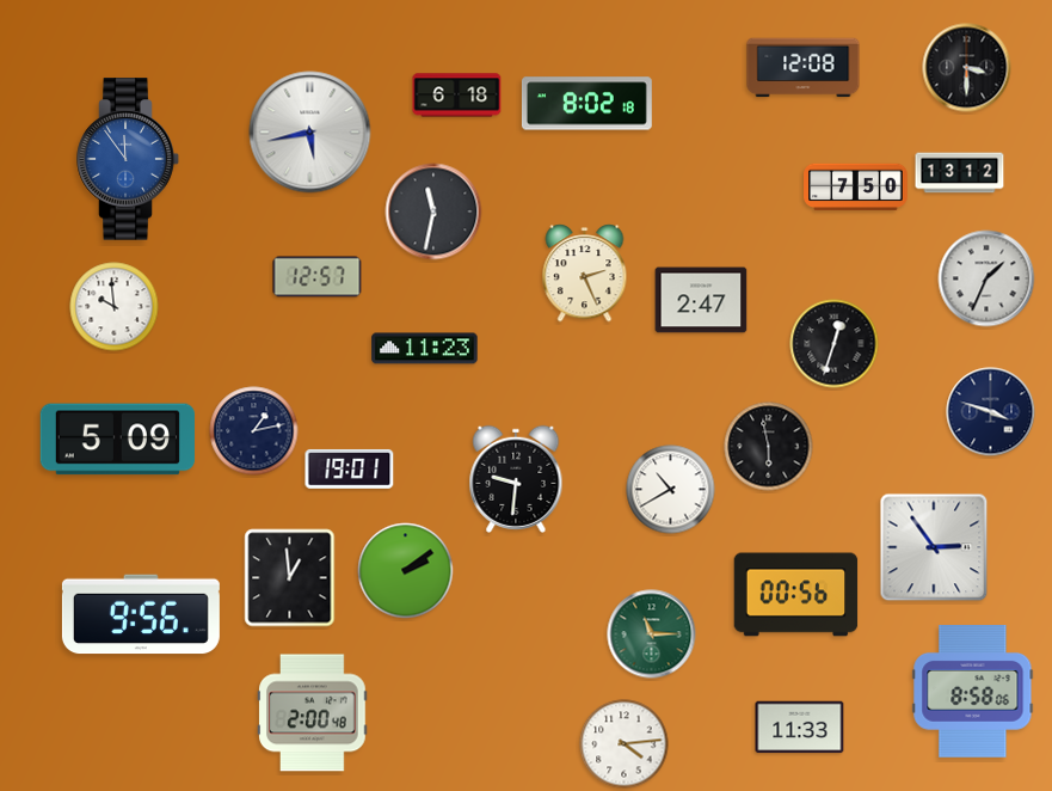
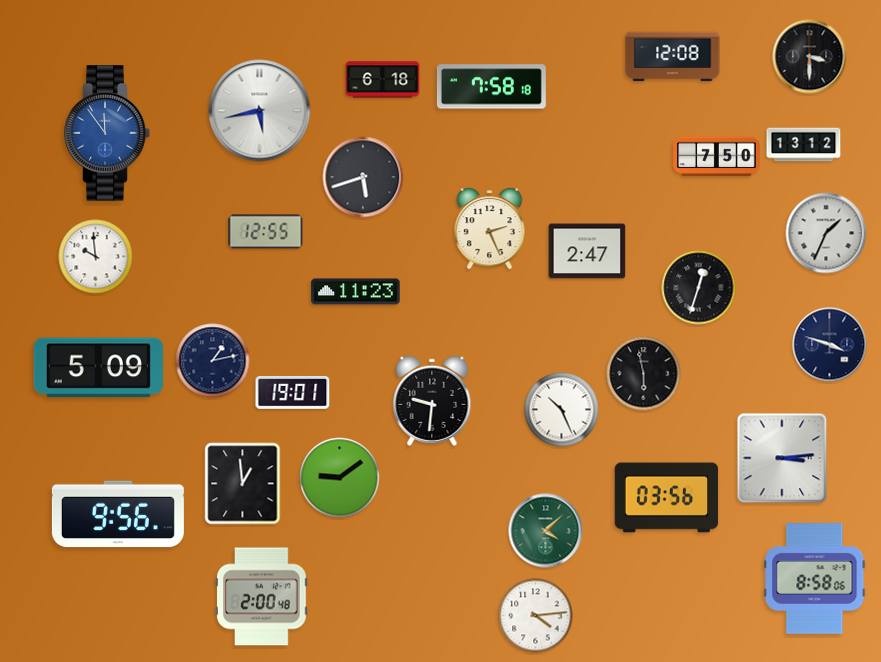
clock at (586, 104): 8:02 -> 7:58
clock at (433, 211): 11:32 -> 5:42
clock at (318, 277): 12:57 -> 12:55
clock at (671, 490): 10:40 -> 10:26
clock at (934, 547): 2:54 -> 3:14
clock at (406, 571): 2:09 -> 9:09
clock at (796, 595): 00:56 -> 03:56
clock at (652, 634): 11:15 -> 4:08
clock at (800, 728): 11:33 -> none
clock at (625, 744) position: (625, 744) -> (536, 616)
